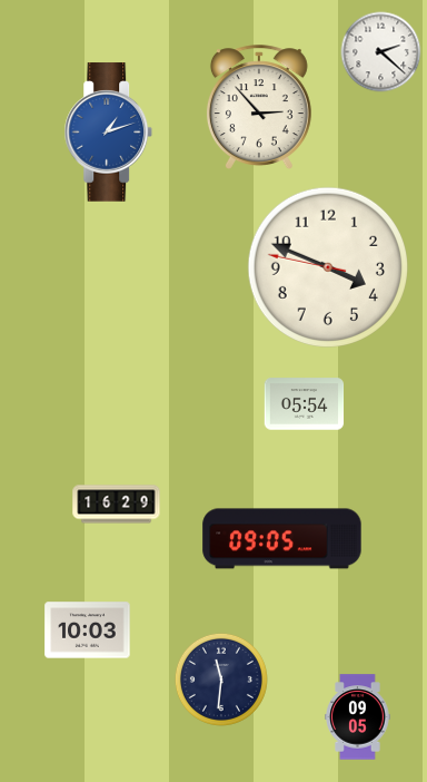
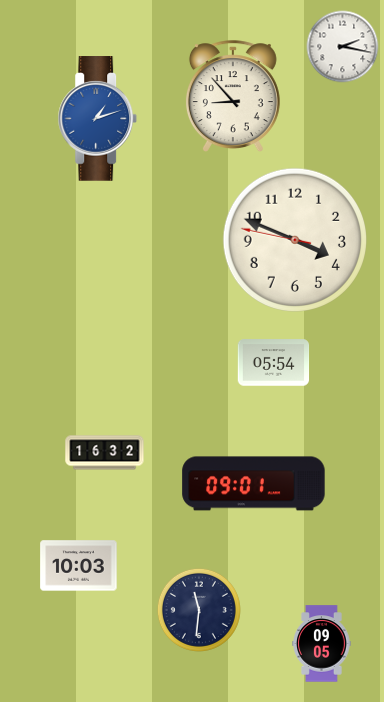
clock at (381, 52): 2:22 -> 2:17
clock at (259, 107): 2:53 -> 8:53
clock at (117, 505): 16:29 -> 16:32
clock at (282, 539): 09:05 -> 09:01
